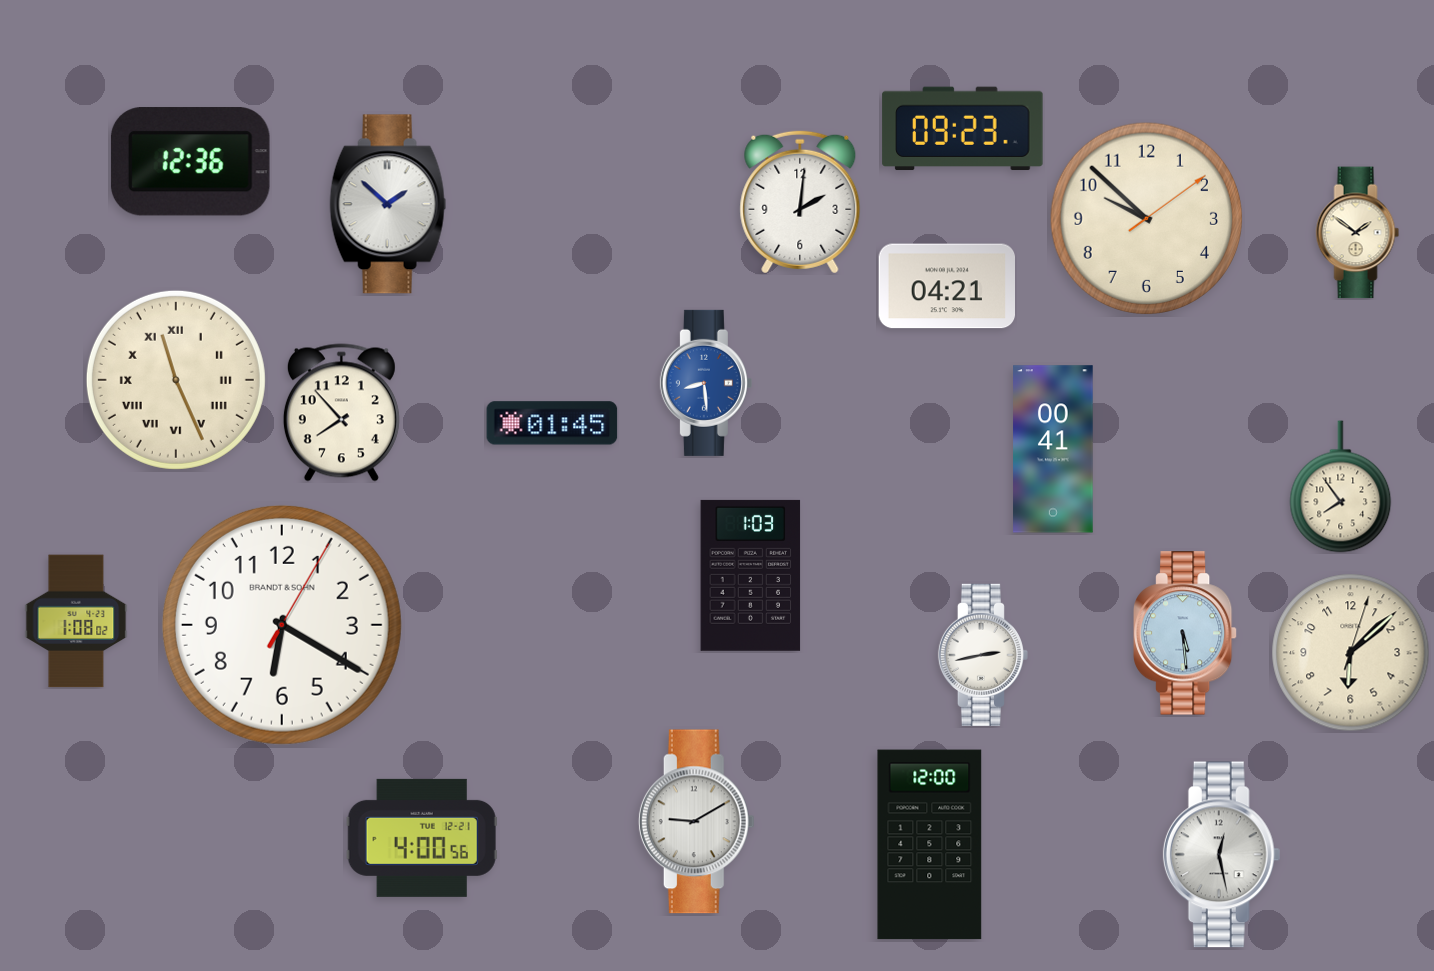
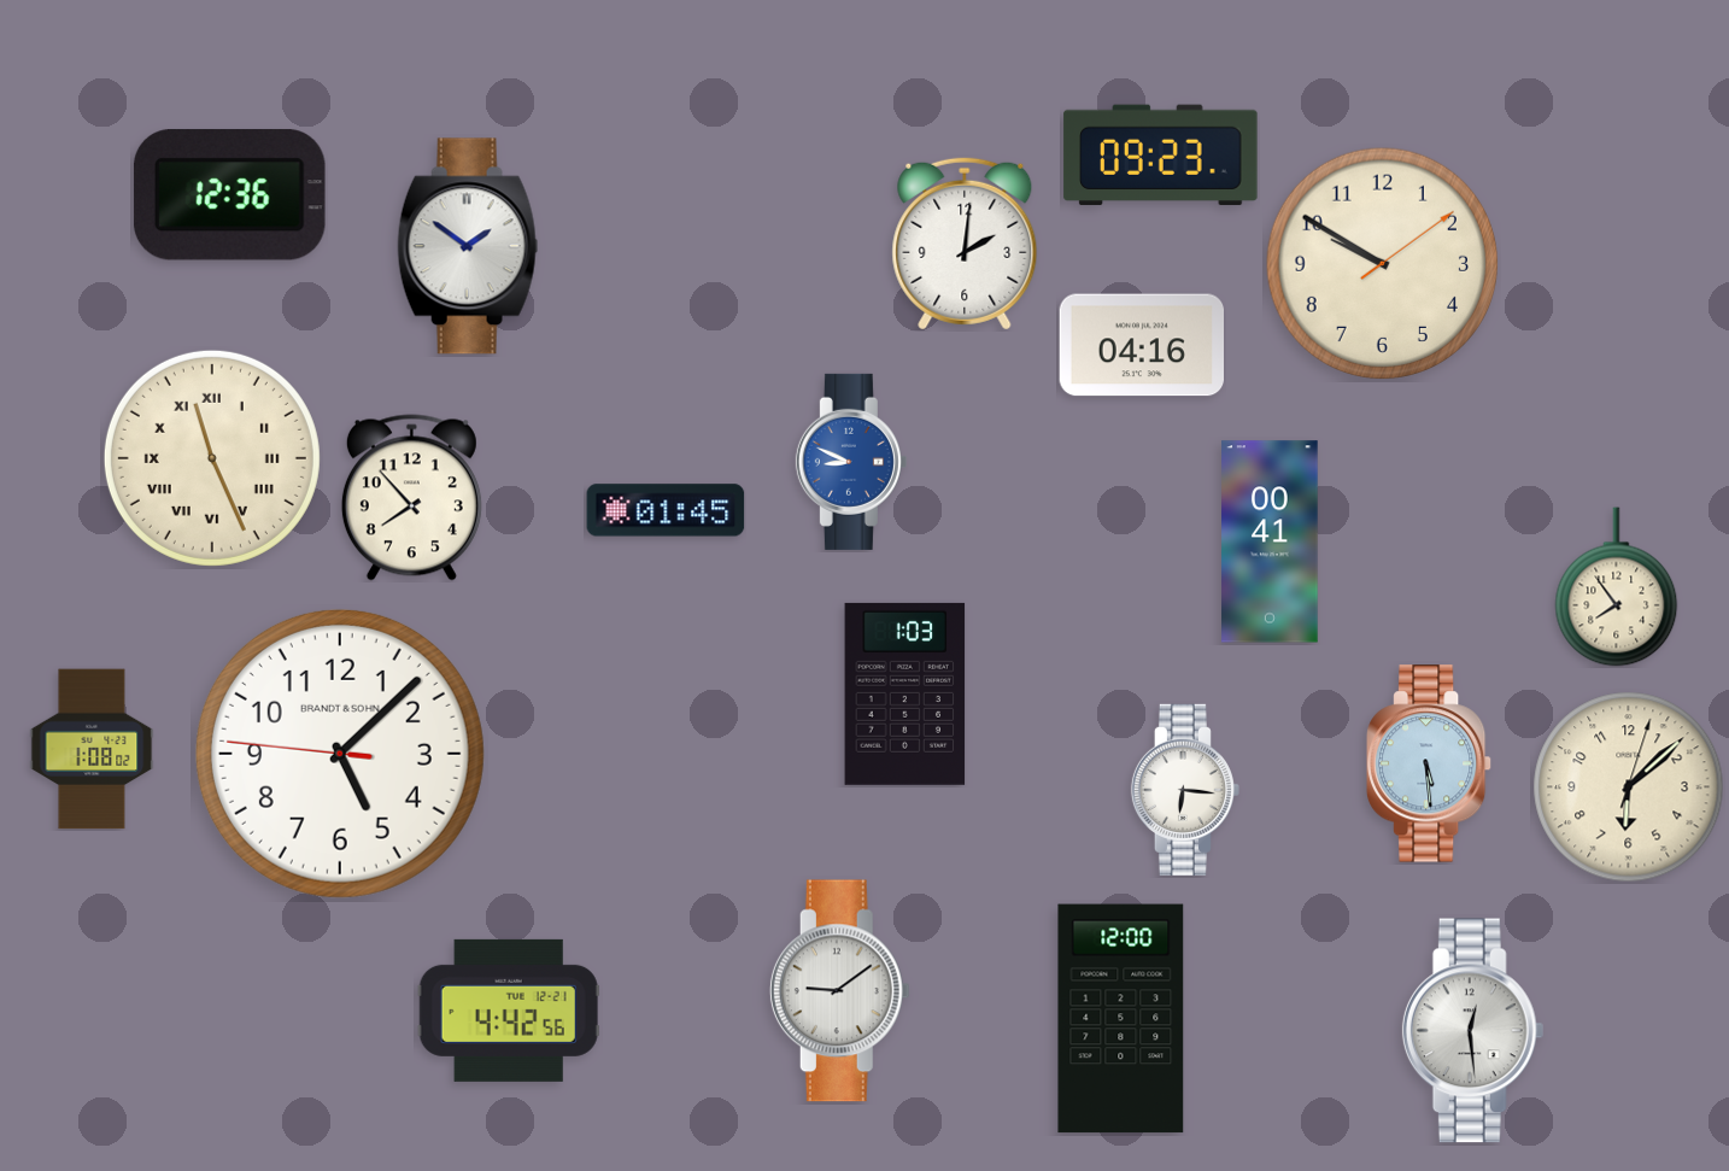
clock at (388, 204): 1:52 -> 1:51
clock at (1146, 218): 9:52 -> 9:50
clock at (1358, 233): 1:51 -> none
clock at (946, 286): 04:21 -> 04:16
clock at (706, 383): 8:29 -> 8:49
clock at (282, 625): 6:20 -> 5:07
clock at (983, 655): 2:43 -> 6:16
clock at (696, 822): 9:10 -> 9:09
clock at (422, 838): 4:00 -> 4:42
clock at (1222, 855): 12:28 -> 12:29
